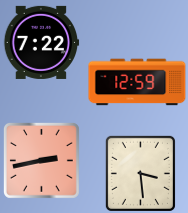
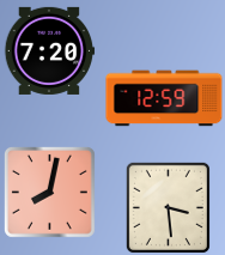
clock at (41, 42): 7:22 -> 7:20
clock at (41, 160): 2:43 -> 8:02
